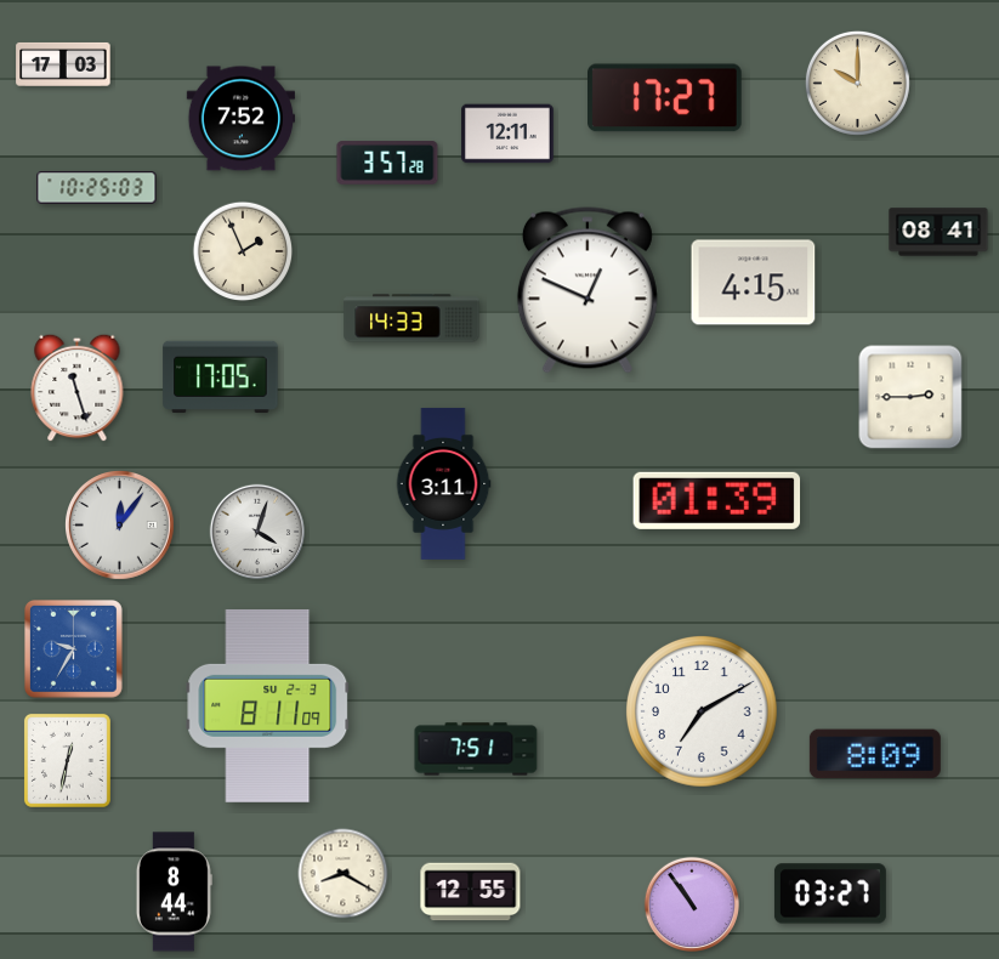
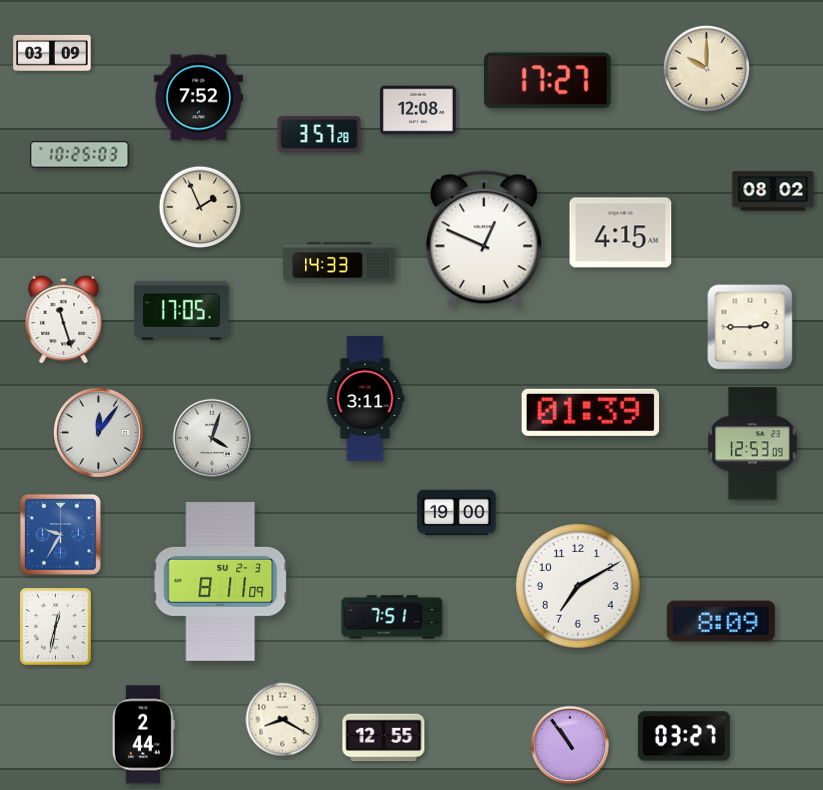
clock at (63, 64): 17:03 -> 03:09
clock at (509, 134): 12:11 -> 12:08
clock at (938, 232): 08:41 -> 08:02
clock at (753, 444): none -> 12:53
clock at (457, 513): none -> 19:00
clock at (174, 892): 8:44 -> 2:44
clock at (471, 892) position: (471, 892) -> (384, 738)
